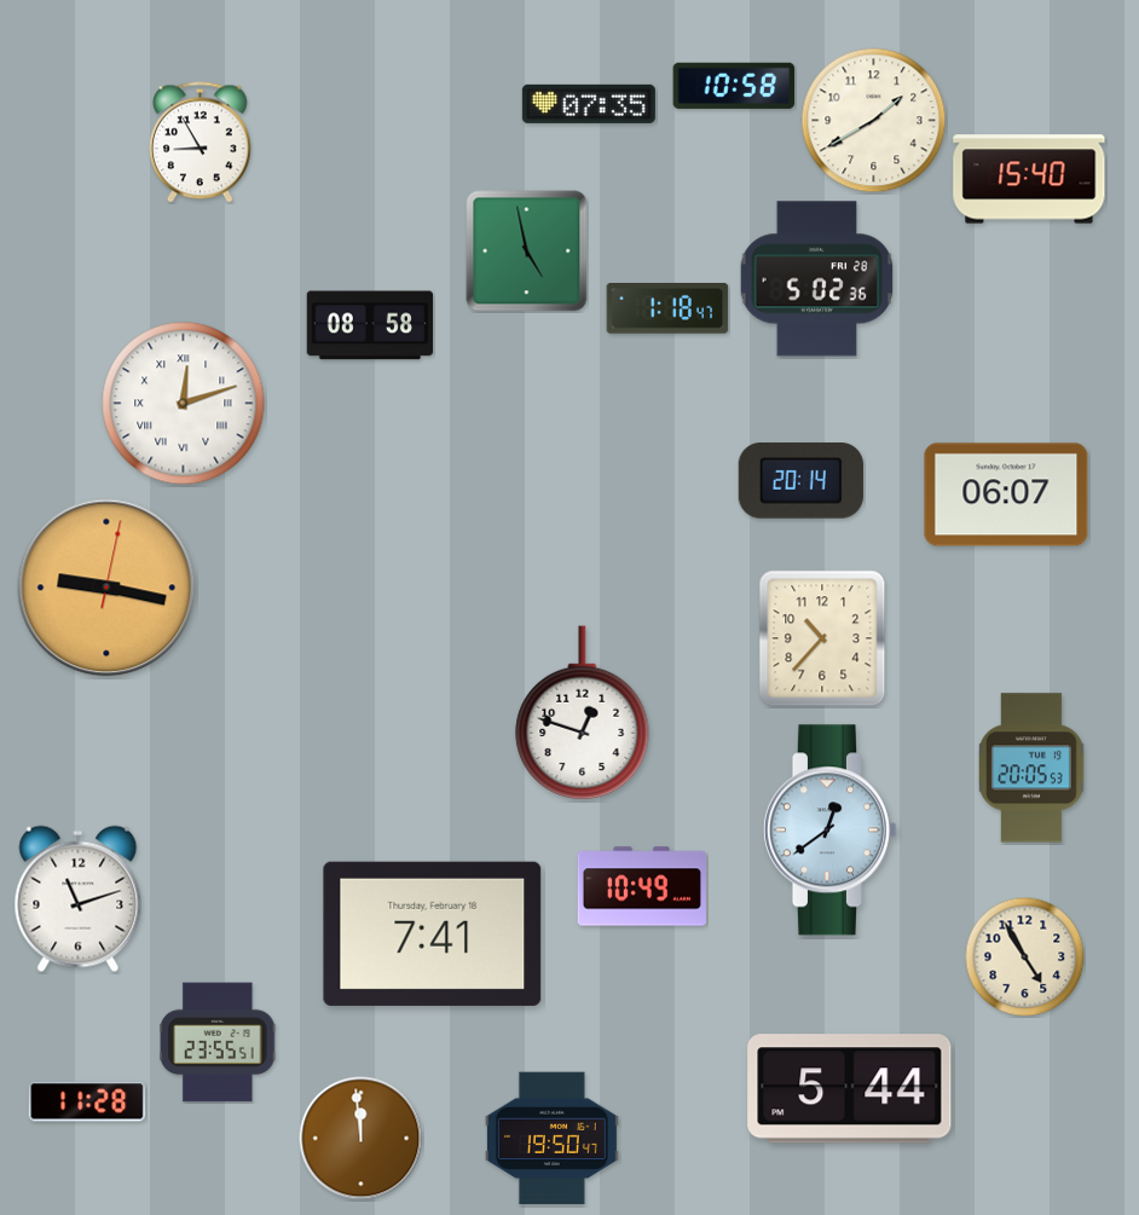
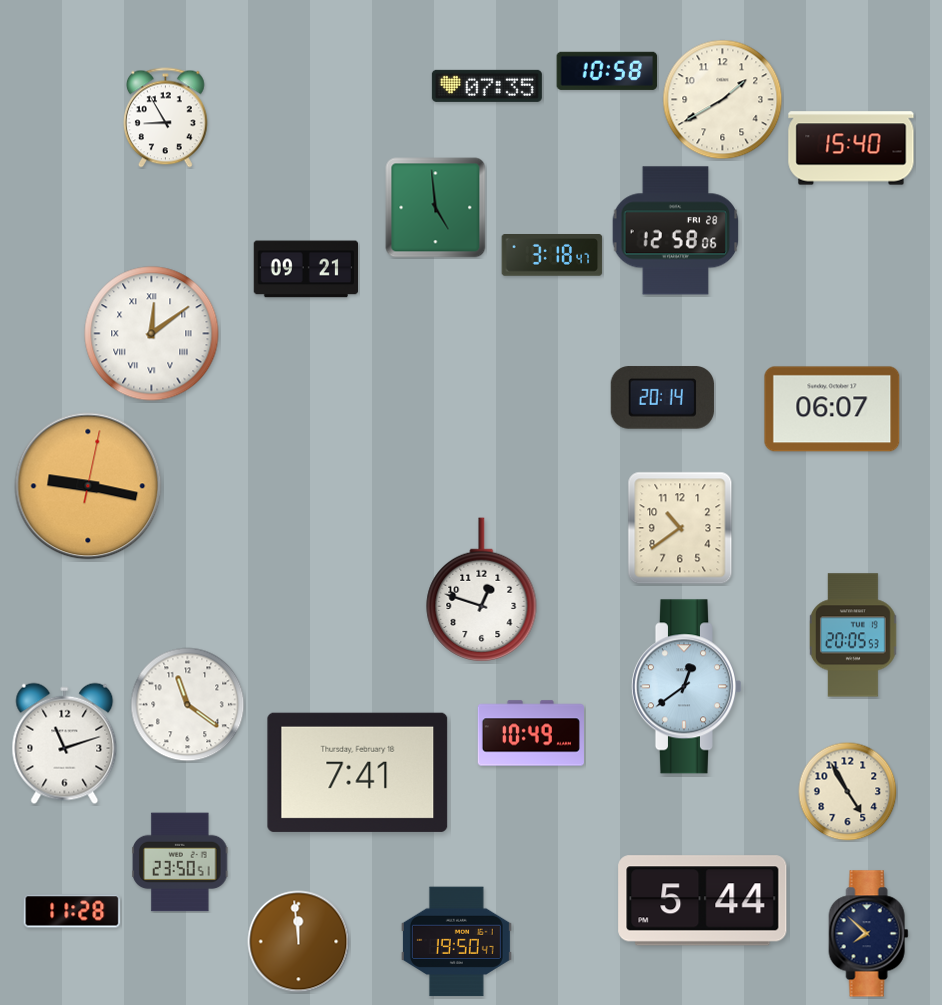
clock at (527, 251): 4:58 -> 4:59
clock at (817, 279): 5:02 -> 12:58
clock at (667, 309): 1:18 -> 3:18
clock at (369, 325): 08:58 -> 09:21
clock at (184, 404): 12:12 -> 12:09
clock at (822, 638): 10:37 -> 10:39
clock at (188, 705): none -> 11:21
clock at (218, 1042): 23:55 -> 23:50
clock at (869, 934): none -> 7:52
